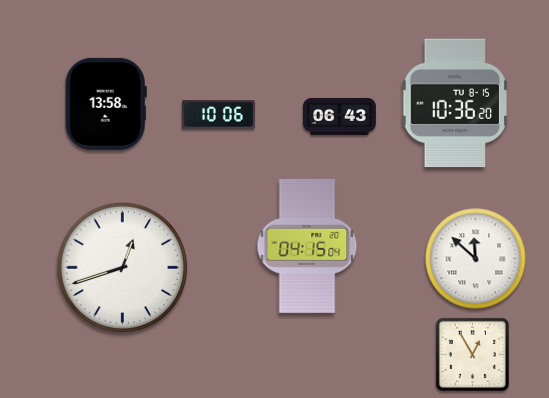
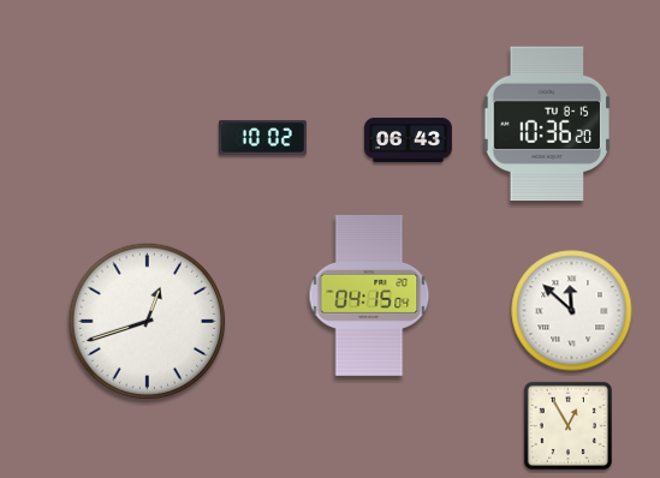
clock at (106, 104): 13:58 -> none
clock at (219, 115): 10:06 -> 10:02
